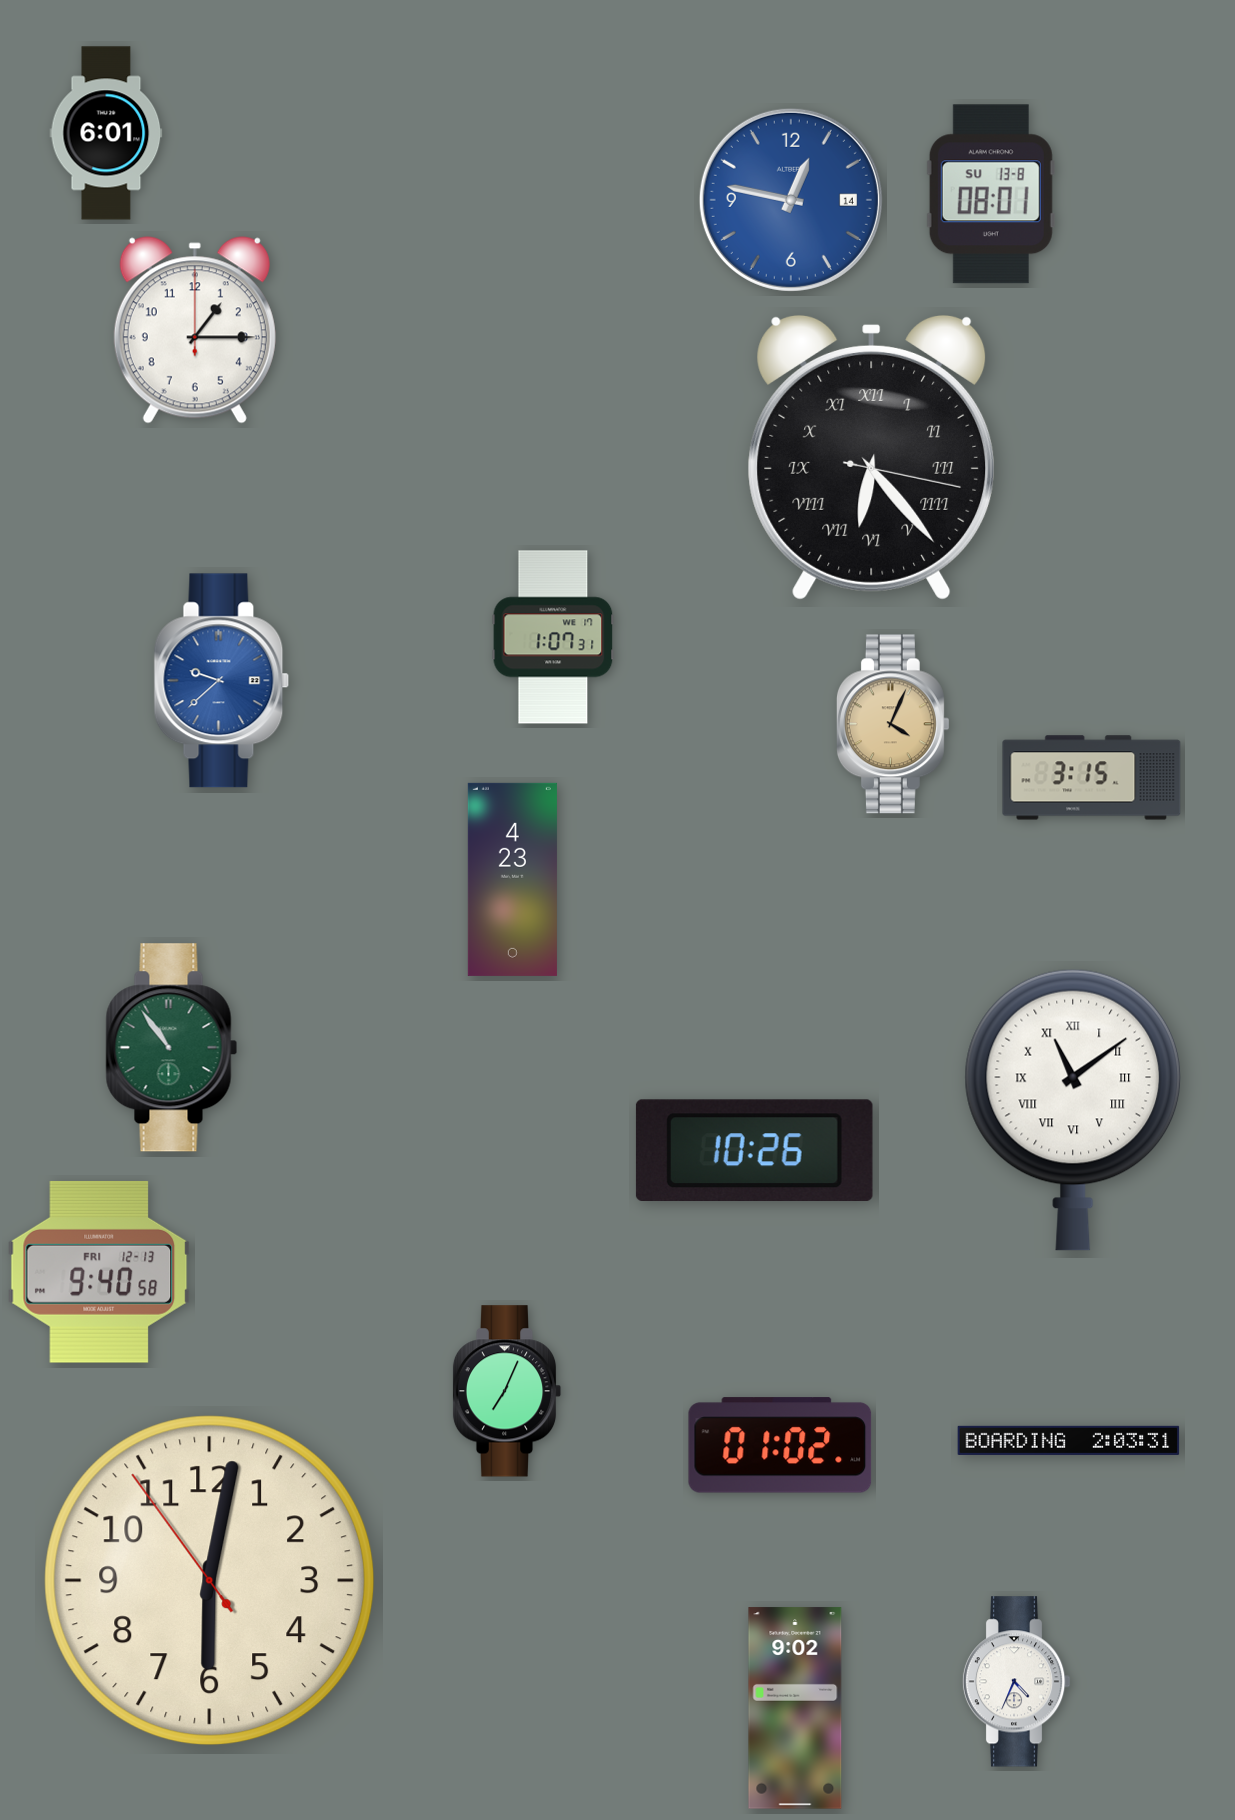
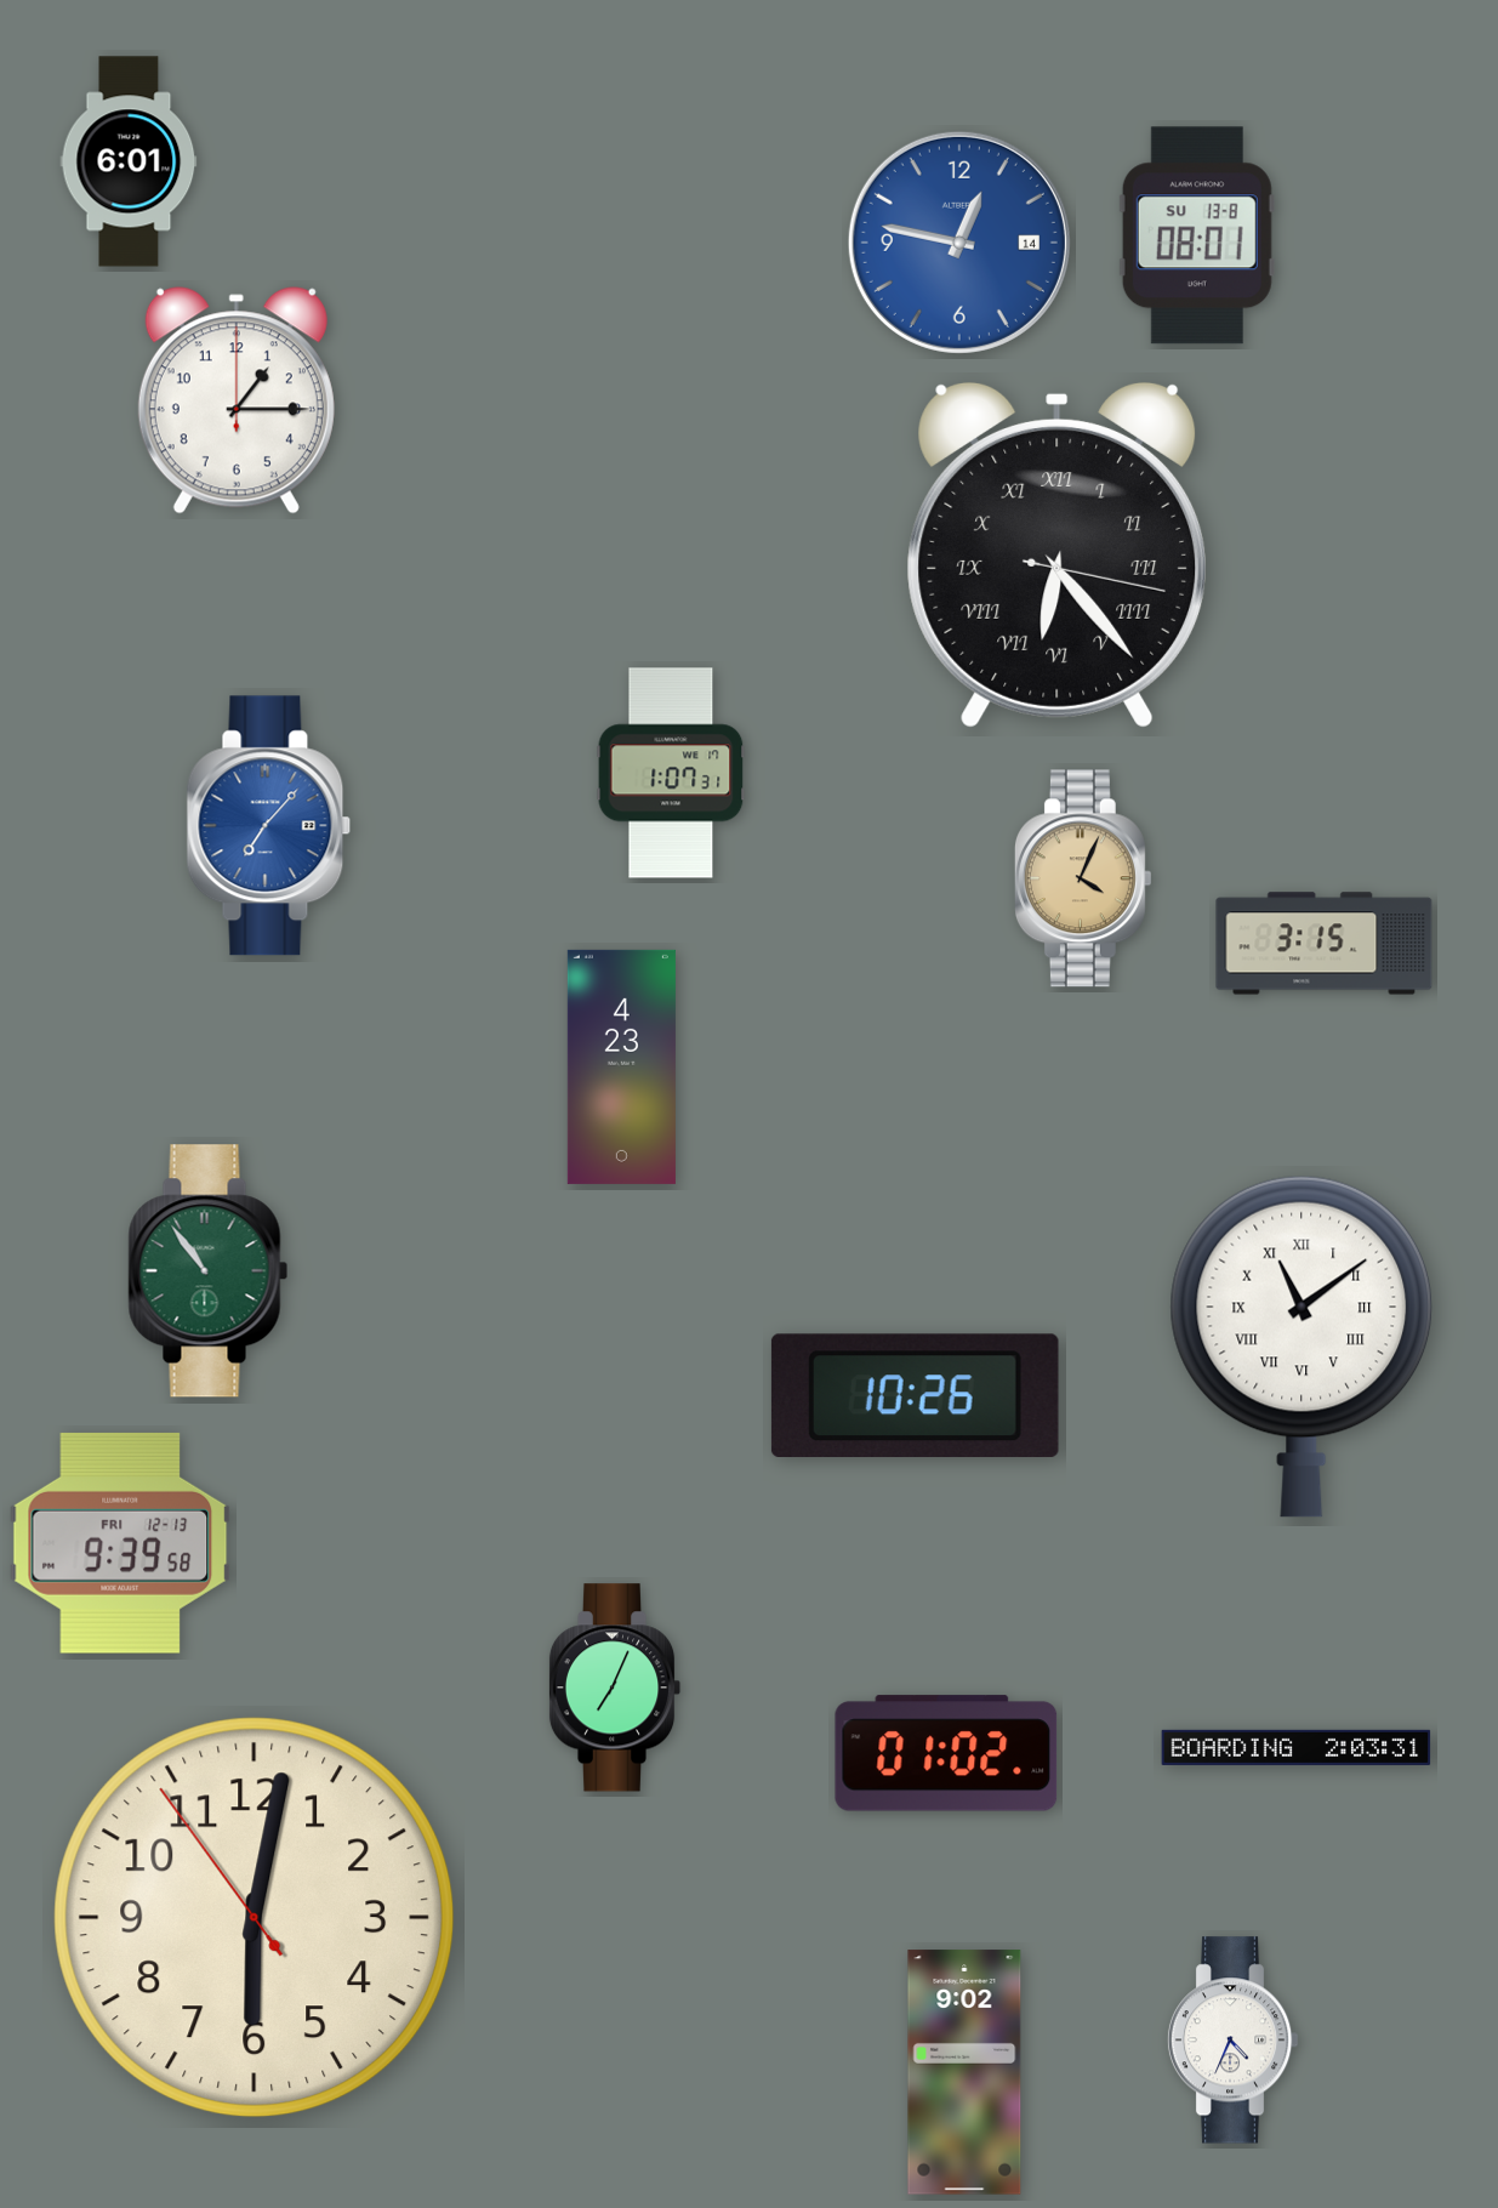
clock at (991, 194) position: (991, 194) -> (1197, 235)
clock at (222, 681): 9:38 -> 7:07
clock at (99, 1272): 9:40 -> 9:39
